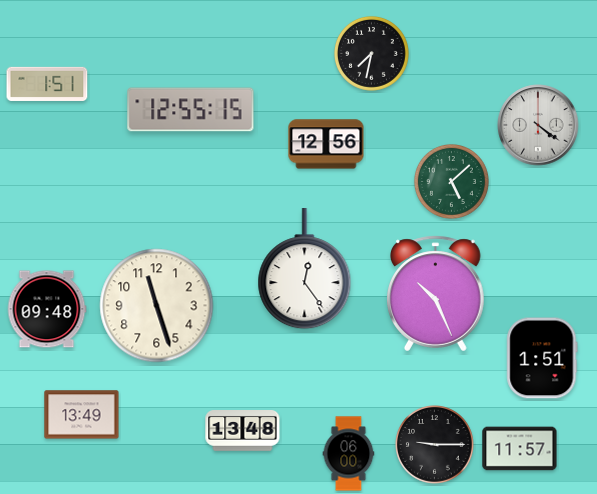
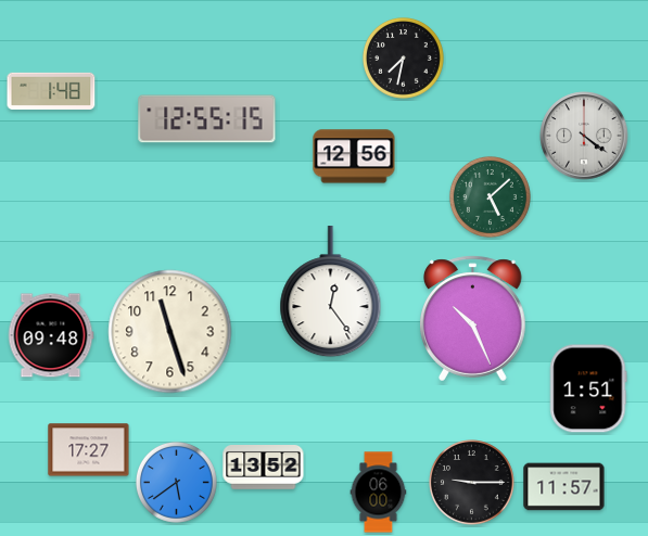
clock at (47, 84): 1:51 -> 1:48
clock at (82, 415): 13:49 -> 17:27
clock at (243, 431): 13:48 -> 13:52
clock at (176, 482): none -> 5:39
